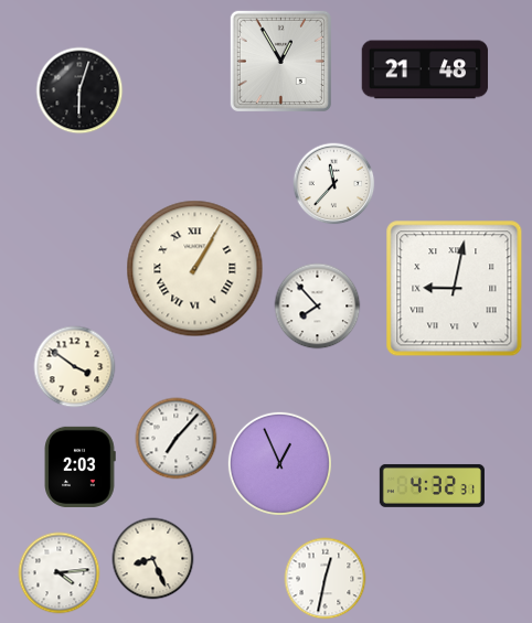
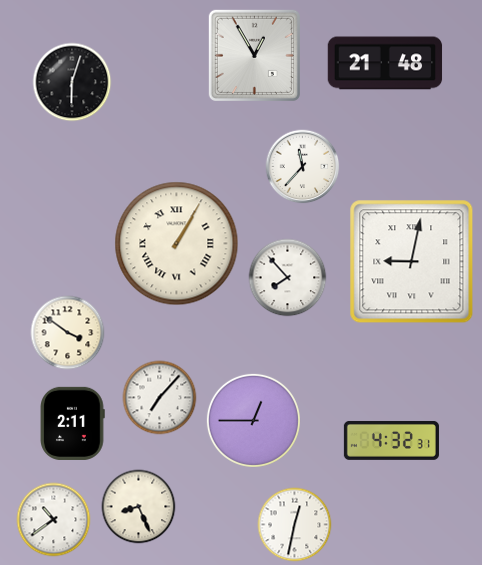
clock at (279, 463): 12:56 -> 12:45
clock at (79, 466): 2:03 -> 2:11
clock at (60, 573): 4:14 -> 10:39
